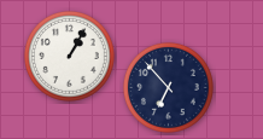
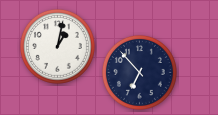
clock at (69, 56): 1:05 -> 1:02
